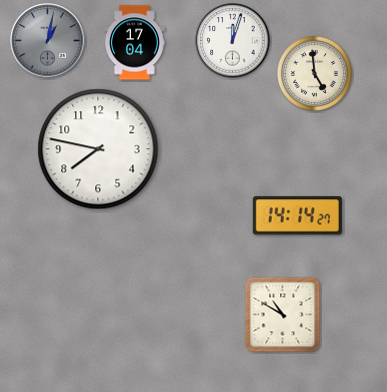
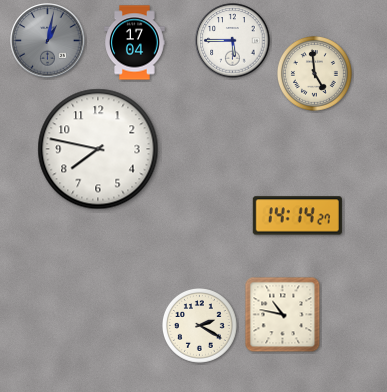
clock at (233, 41): 12:03 -> 5:45
clock at (283, 315): 10:50 -> 10:47
clock at (200, 326): none -> 2:20
